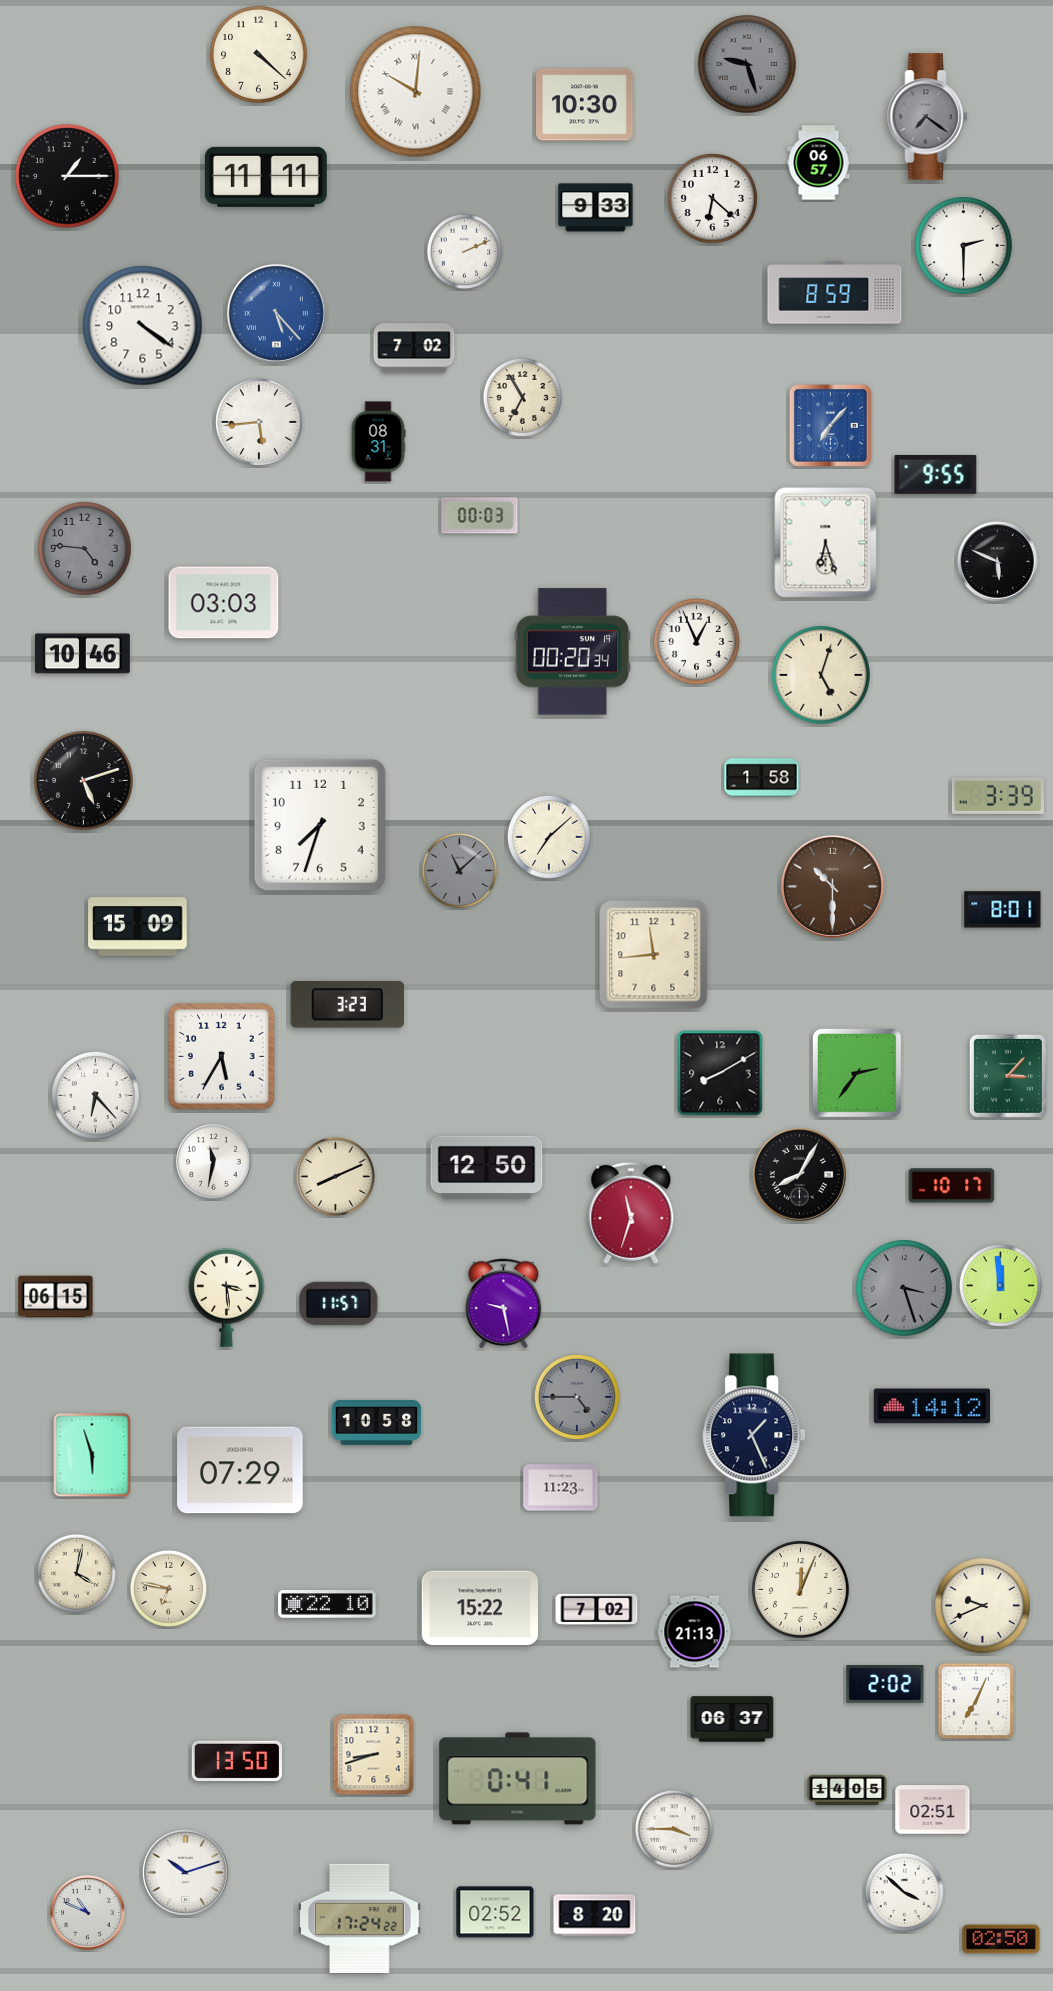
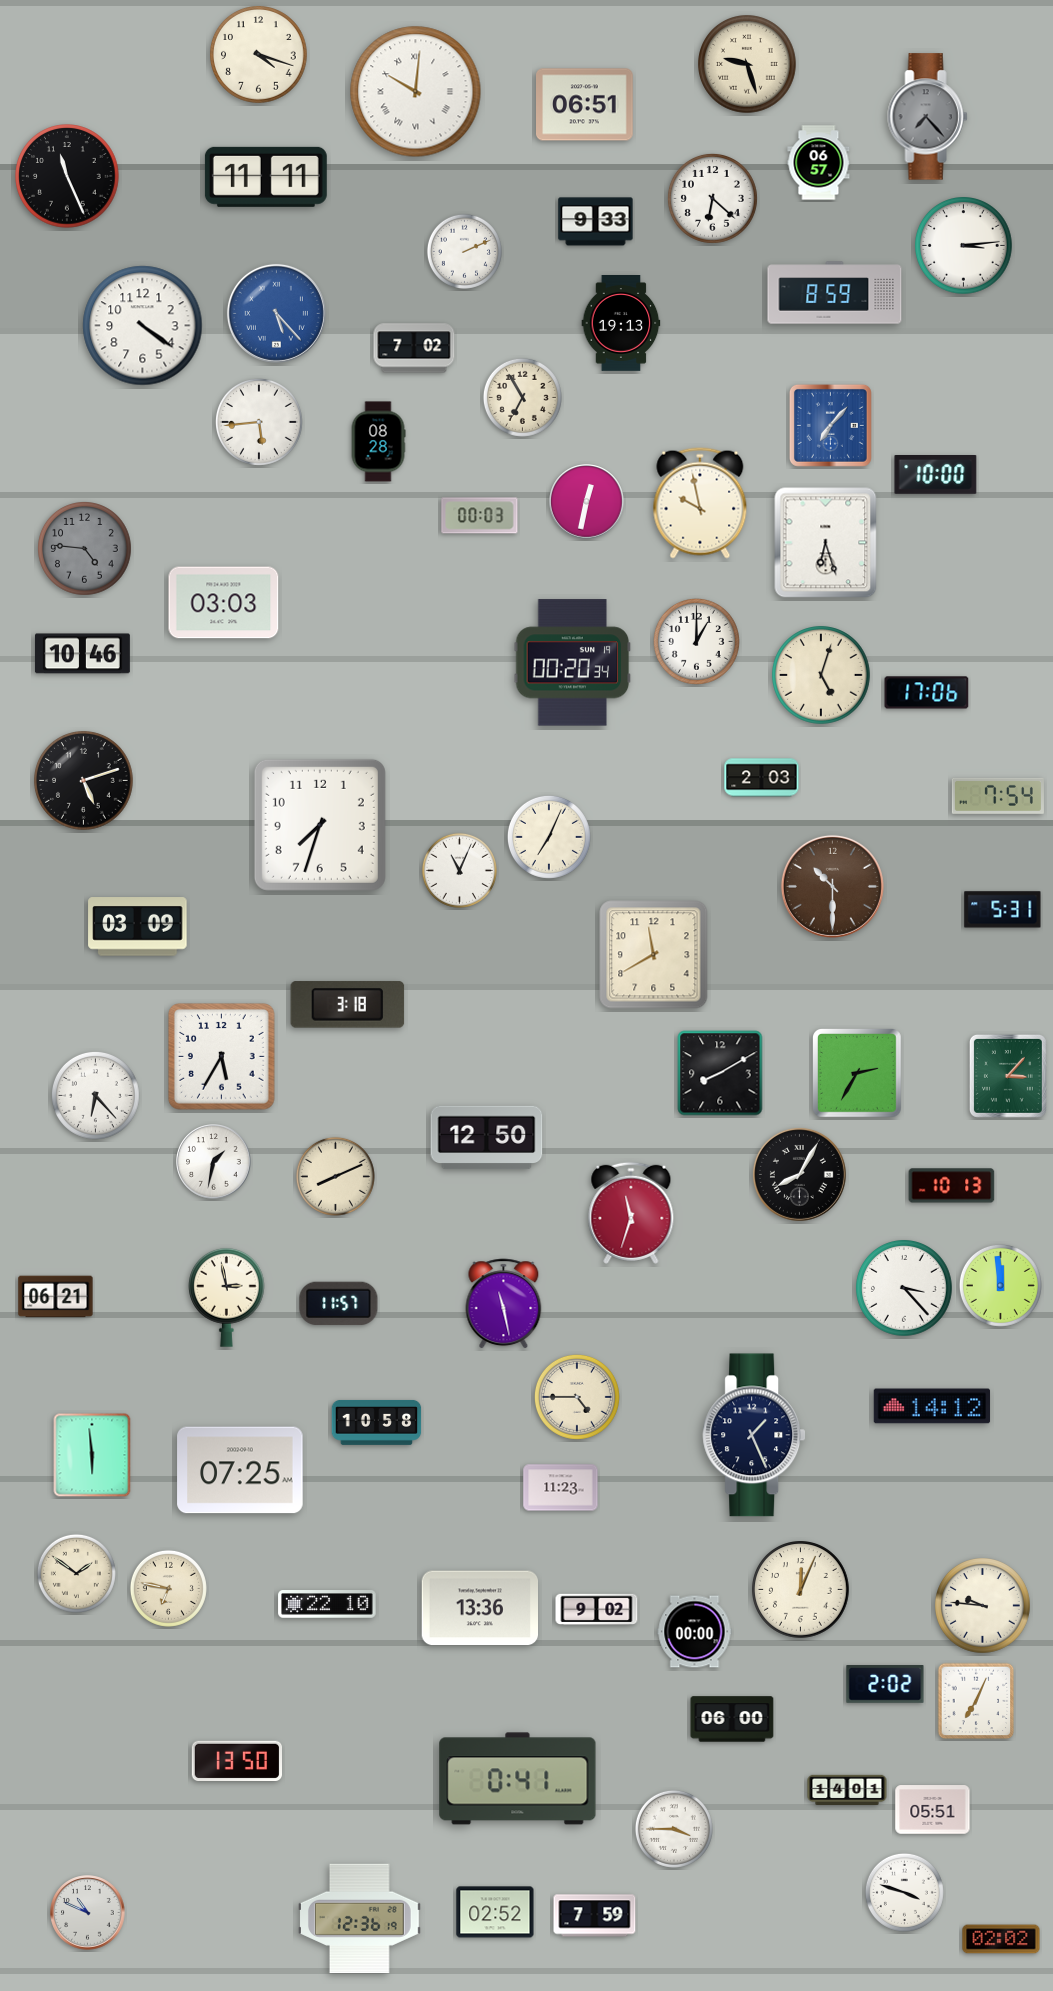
clock at (259, 55): 4:22 -> 4:18
clock at (747, 64) dial: grey -> cream
clock at (585, 105): 10:30 -> 06:51
clock at (928, 117): 7:21 -> 7:23
clock at (67, 176): 1:15 -> 11:26
clock at (596, 208) position: (596, 208) -> (596, 222)
clock at (964, 246): 2:30 -> 3:14
clock at (621, 324): none -> 19:13
clock at (378, 442): 08:31 -> 08:28
clock at (936, 475): 9:55 -> 10:00
clock at (587, 502): none -> 12:32
clock at (700, 503): none -> 9:58
clock at (998, 562): 5:49 -> none
clock at (696, 641): 12:56 -> 1:00
clock at (573, 652) position: (573, 652) -> (573, 663)
clock at (927, 693): none -> 17:06
clock at (762, 778): 1:58 -> 2:03
clock at (998, 796): 3:39 -> 7:54
clock at (549, 837): 7:08 -> 7:04
clock at (459, 870): 11:08 -> 11:04
clock at (459, 870) dial: grey -> white
clock at (1003, 910): 8:01 -> 5:31
clock at (138, 927): 15:09 -> 03:09
clock at (654, 955): 11:44 -> 11:40
clock at (348, 1005): 3:23 -> 3:18
clock at (858, 1074): 2:36 -> 2:35
clock at (214, 1162): 11:32 -> 1:32
clock at (487, 1168) position: (487, 1168) -> (487, 1138)
clock at (952, 1186): 10:17 -> 10:13
clock at (905, 1289): 3:27 -> 3:23
clock at (905, 1289) dial: grey -> white
clock at (56, 1297): 06:15 -> 06:21
clock at (227, 1297): 3:29 -> 2:58
clock at (504, 1304): 9:28 -> 11:28
clock at (577, 1397) dial: grey -> cream
clock at (92, 1455): 5:57 -> 5:59
clock at (240, 1470): 07:29 -> 07:25
clock at (76, 1573): 4:02 -> 1:51
clock at (983, 1606): 9:41 -> 9:46
clock at (479, 1608): 15:22 -> 13:36
clock at (597, 1610): 7:02 -> 9:02
clock at (695, 1632): 21:13 -> 00:00
clock at (732, 1719): 06:37 -> 06:00
clock at (374, 1755): 8:42 -> none
clock at (847, 1790): 14:05 -> 14:01
clock at (933, 1810): 02:51 -> 05:51
clock at (186, 1873): 10:12 -> none
clock at (904, 1892): 3:52 -> 3:48
clock at (595, 1916): 8:20 -> 7:59
clock at (360, 1919): 17:24 -> 12:36
clock at (1001, 1939): 02:50 -> 02:02
